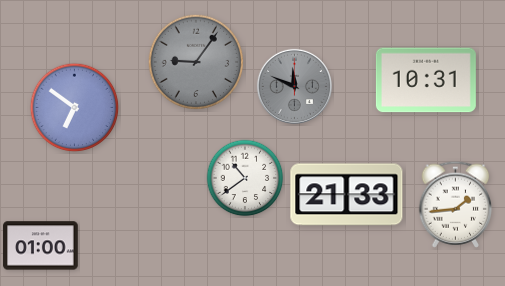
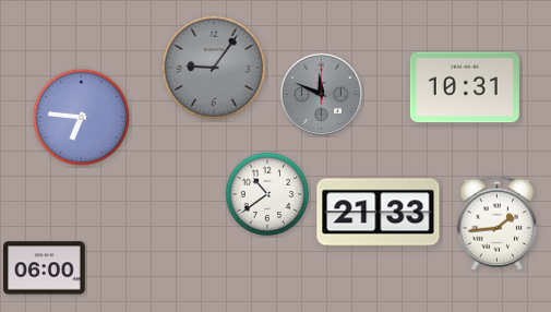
clock at (75, 108): 6:51 -> 6:46
clock at (41, 246): 01:00 -> 06:00
